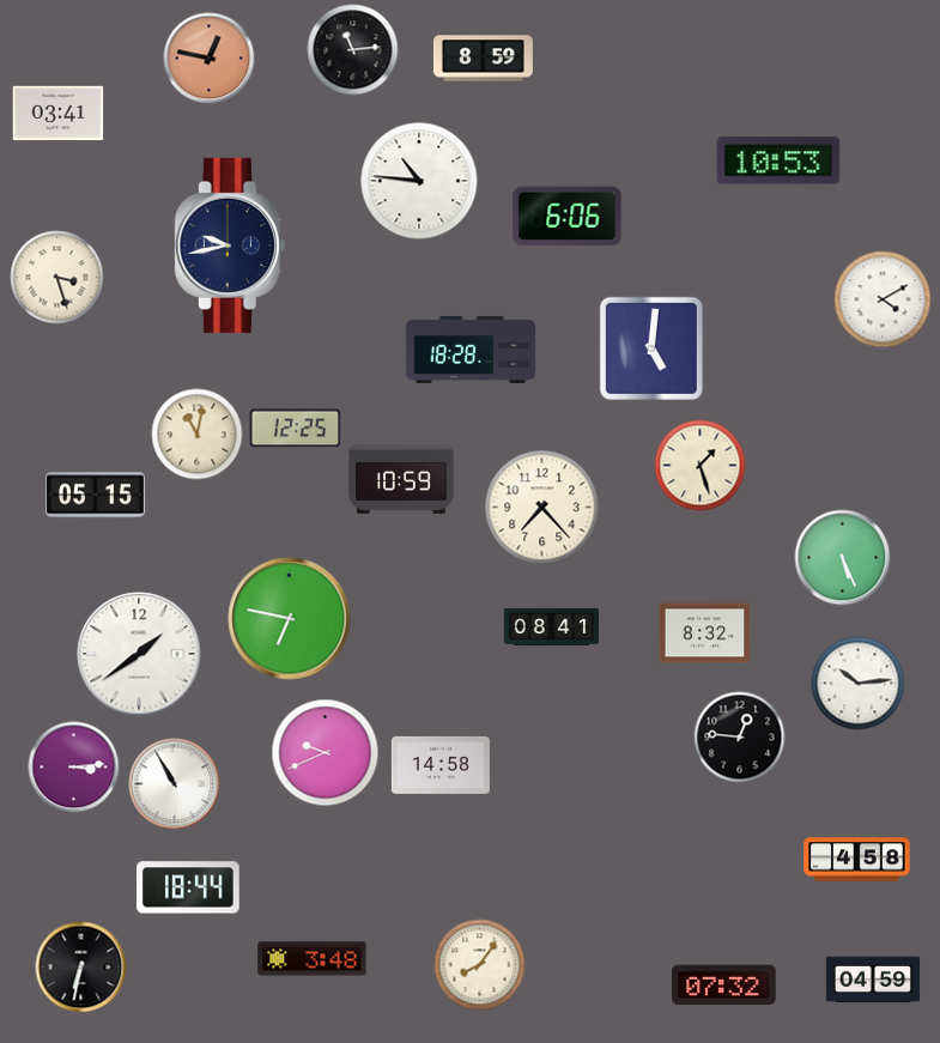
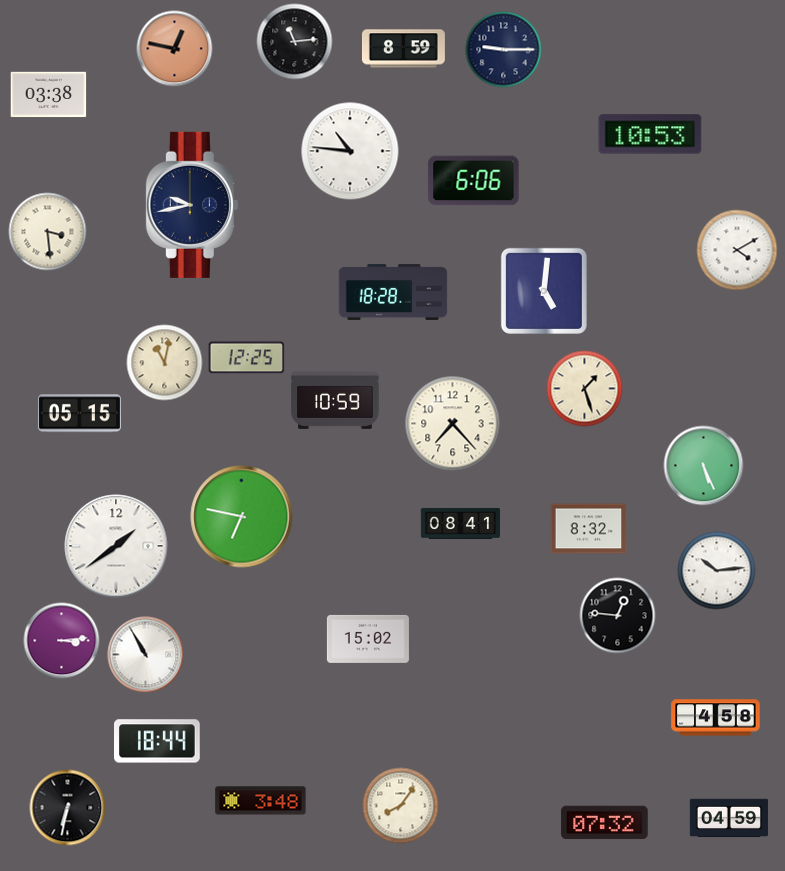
clock at (504, 50): none -> 9:15
clock at (59, 114): 03:41 -> 03:38
clock at (57, 278): 3:27 -> 3:29
clock at (326, 753): 9:41 -> none
clock at (441, 765): 14:58 -> 15:02
